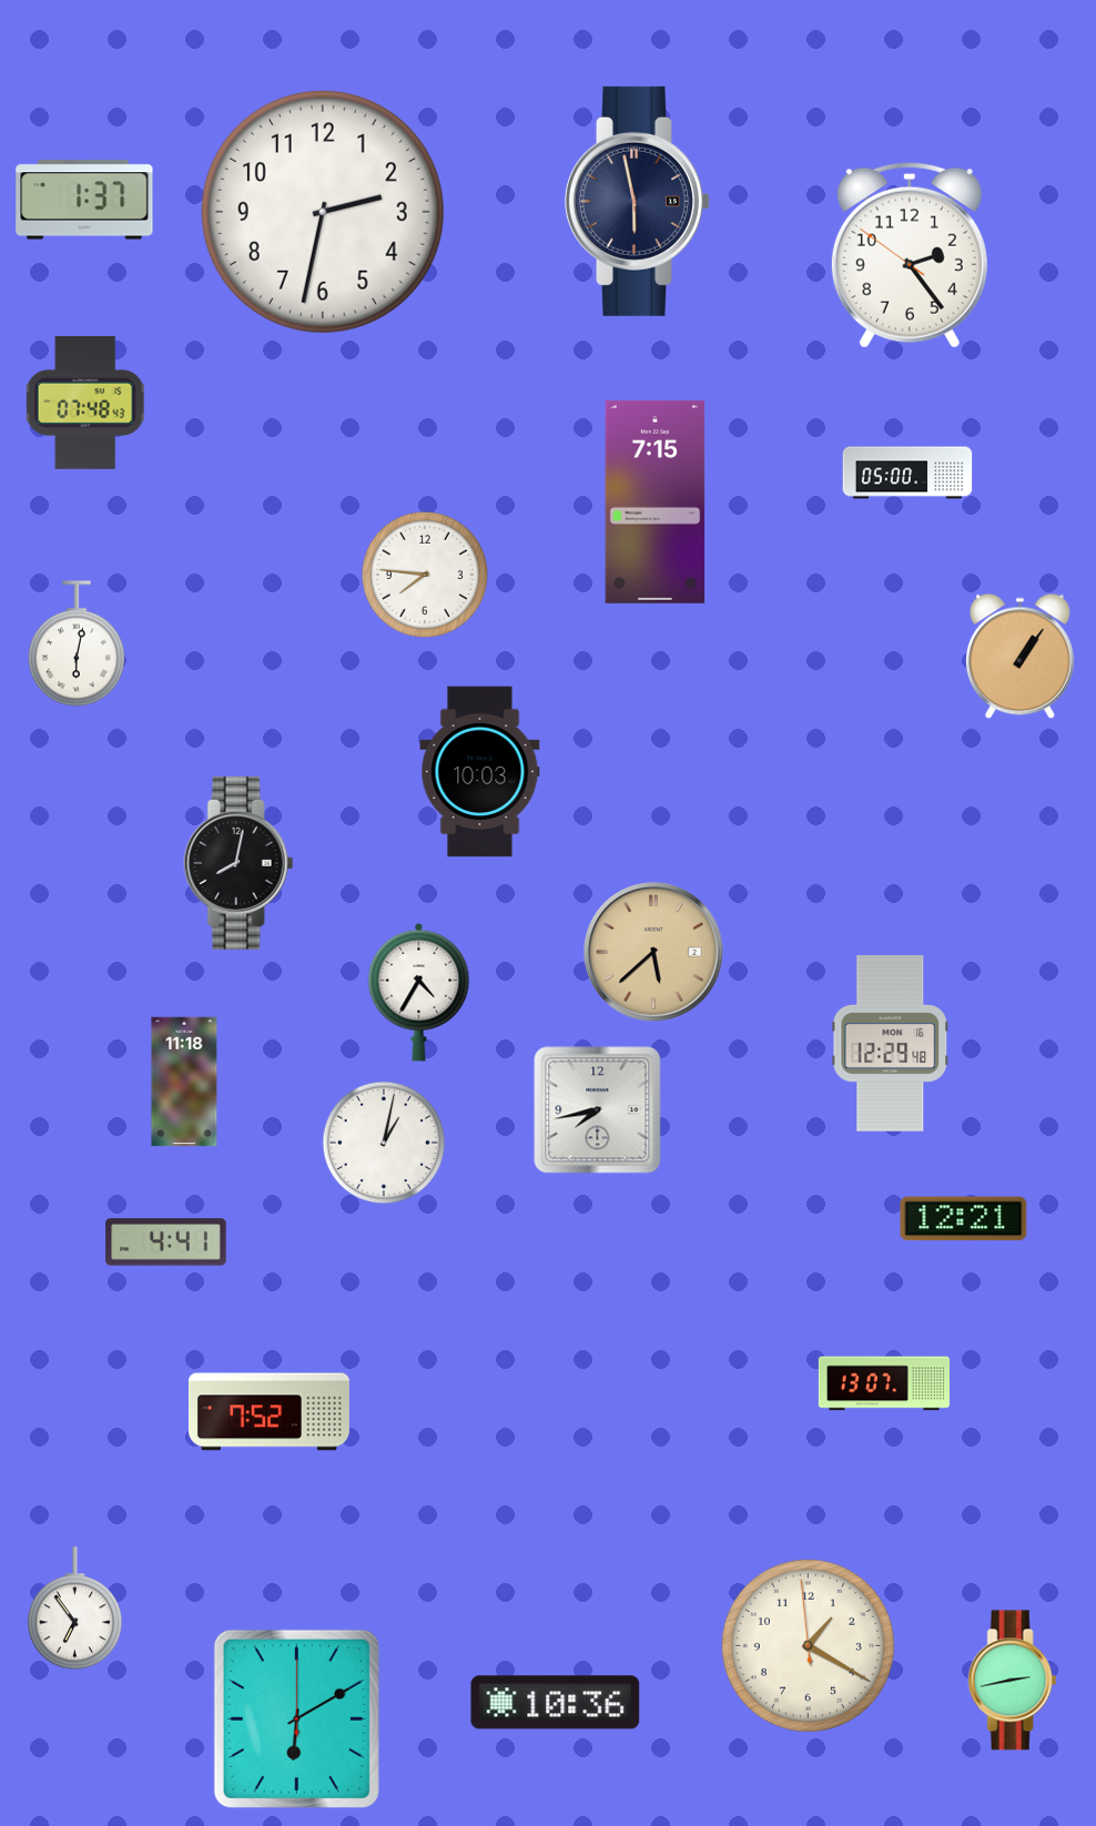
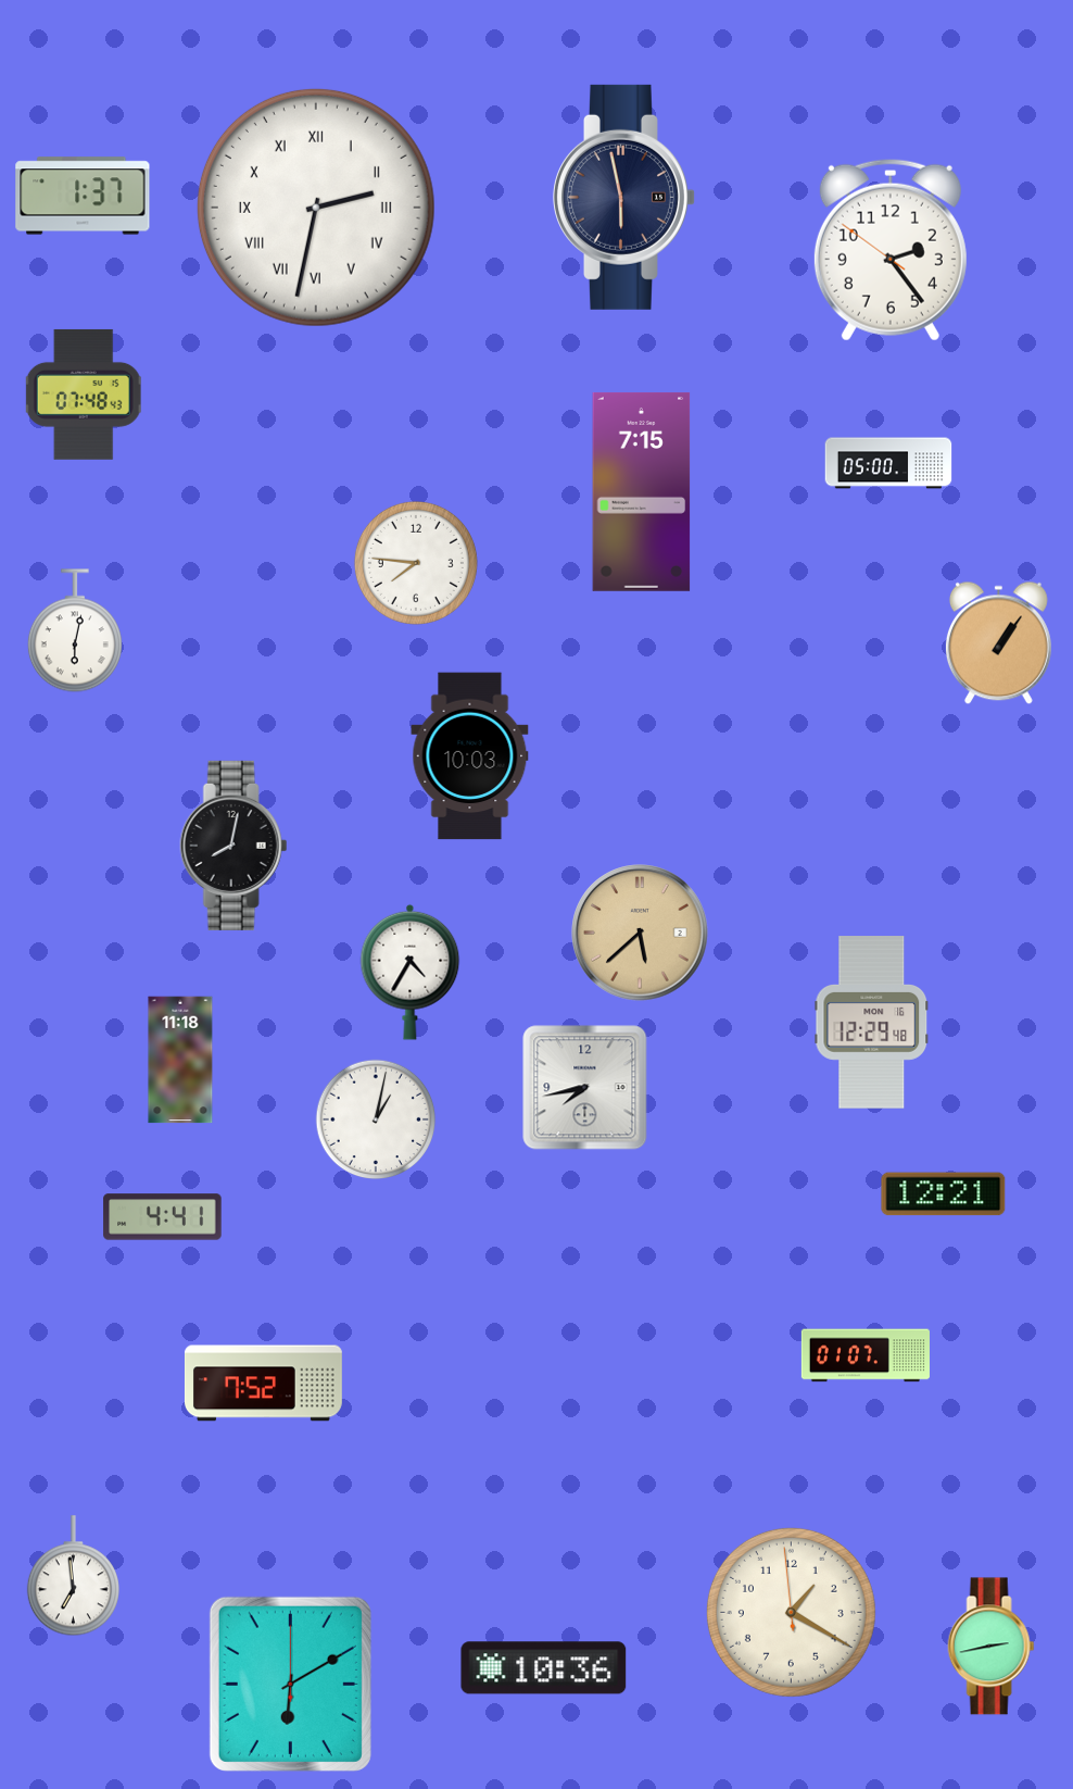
clock at (323, 212) numerals: Arabic -> Roman
clock at (884, 1383): 13:07 -> 01:07
clock at (74, 1609): 6:54 -> 6:59
